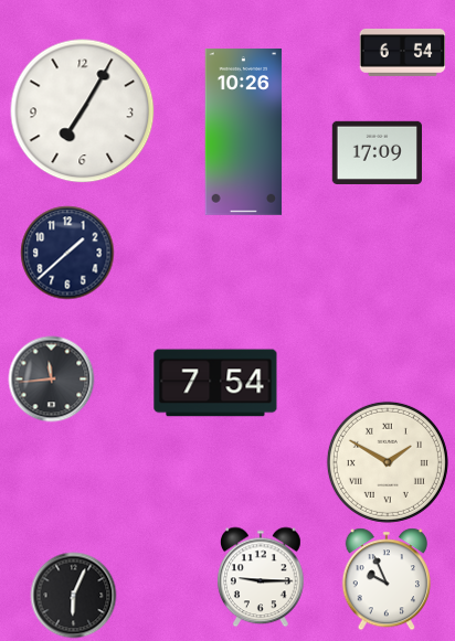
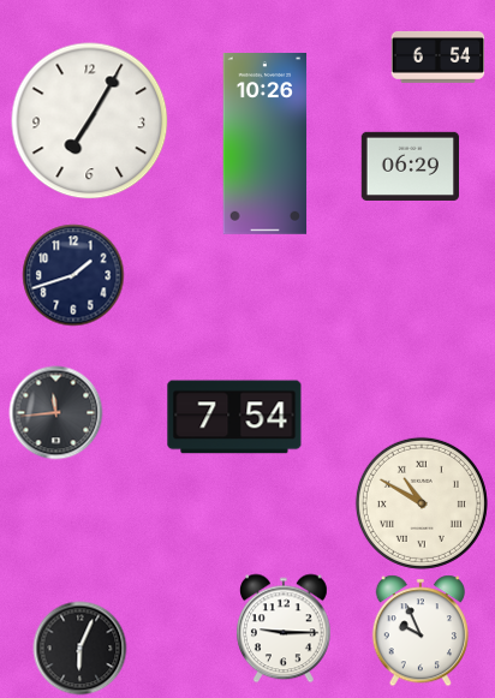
clock at (377, 152): 17:09 -> 06:29
clock at (67, 253): 1:38 -> 1:42
clock at (388, 462): 1:50 -> 10:50
